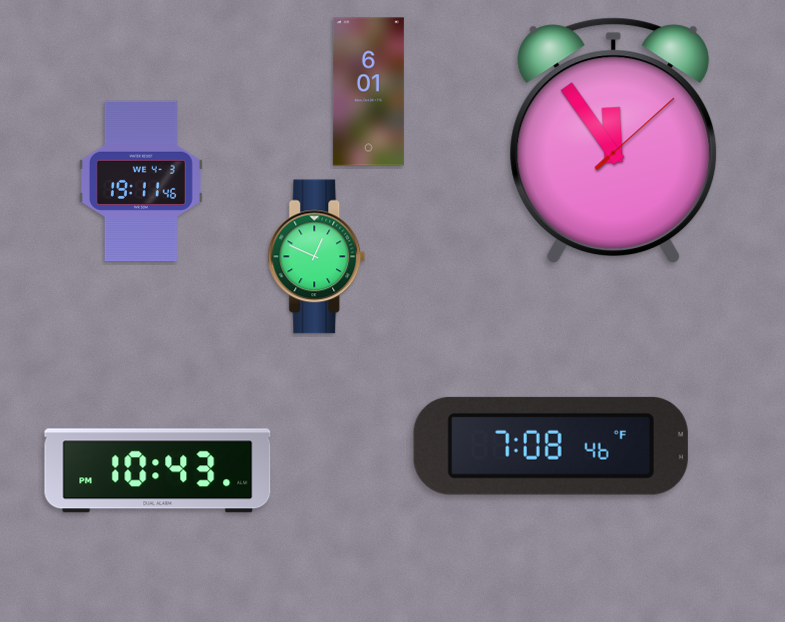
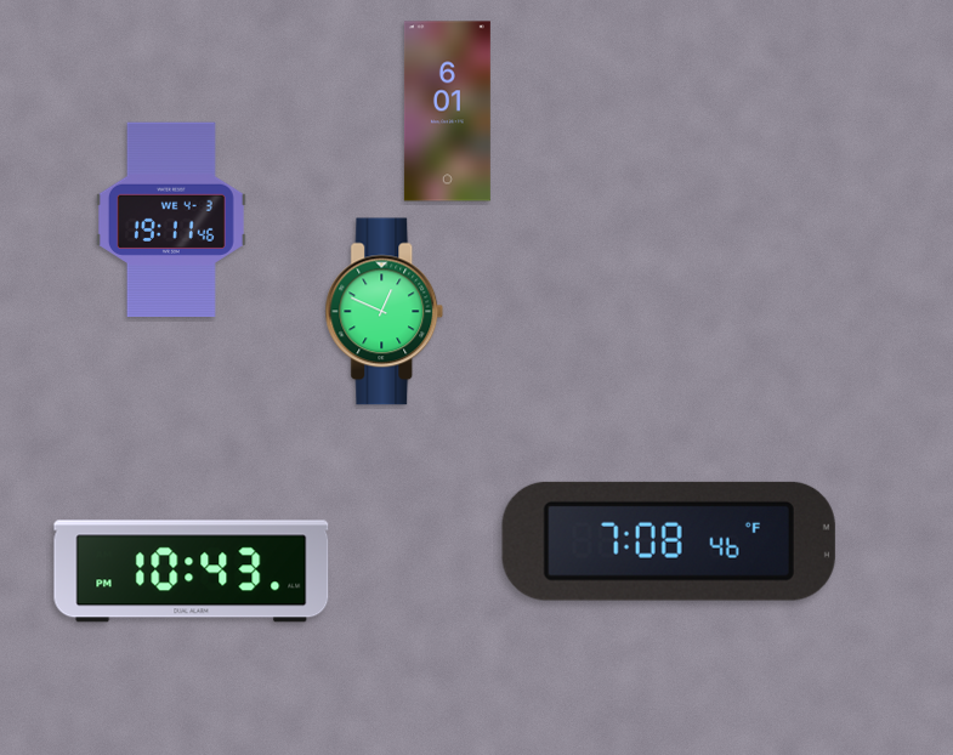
clock at (614, 141): 11:54 -> none
